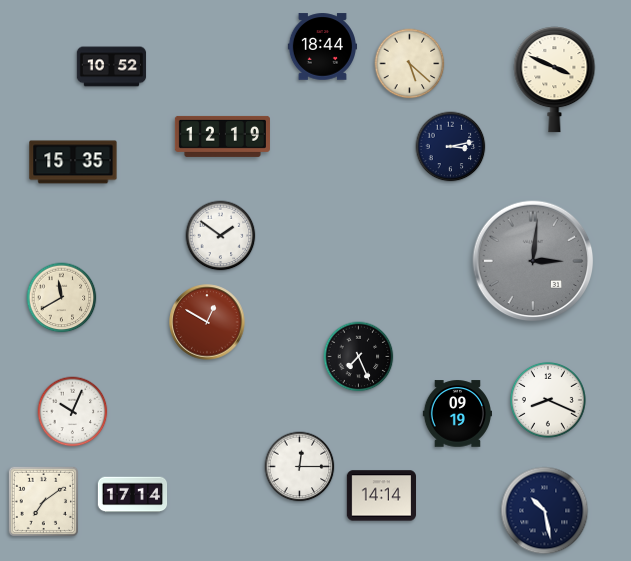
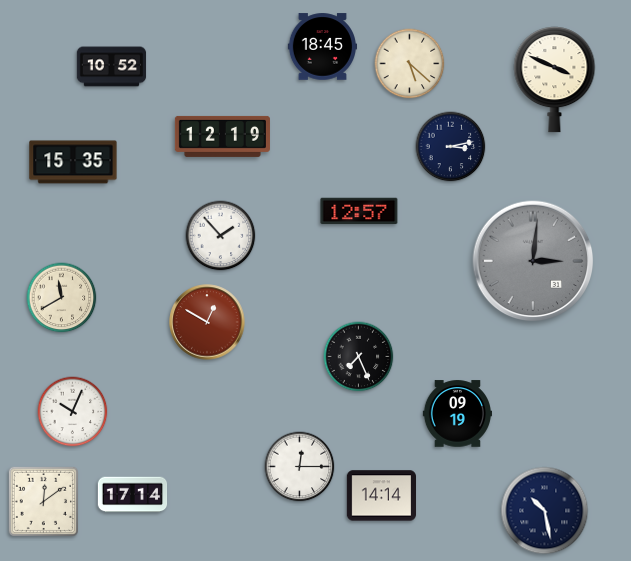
clock at (322, 47): 18:44 -> 18:45
clock at (359, 211): none -> 12:57
clock at (221, 236): 1:51 -> 1:53
clock at (548, 400): 8:19 -> none
clock at (43, 501): 7:09 -> 12:09
